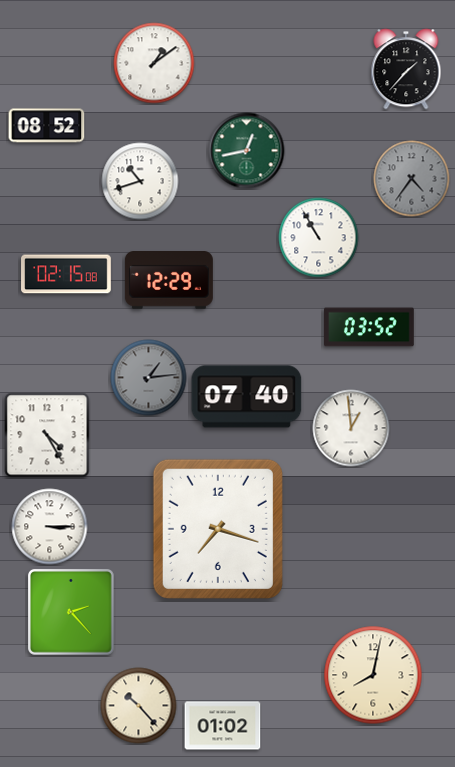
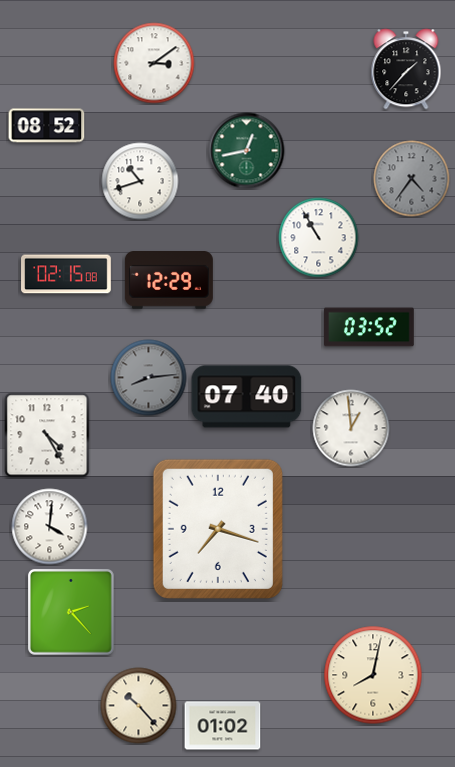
clock at (154, 63): 1:09 -> 3:09
clock at (149, 378): 1:14 -> 8:14
clock at (50, 527): 3:15 -> 4:01
